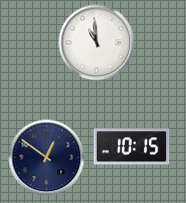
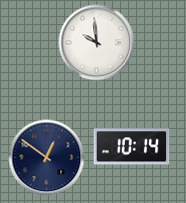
clock at (97, 43): 10:59 -> 9:59
clock at (132, 147): 10:15 -> 10:14
